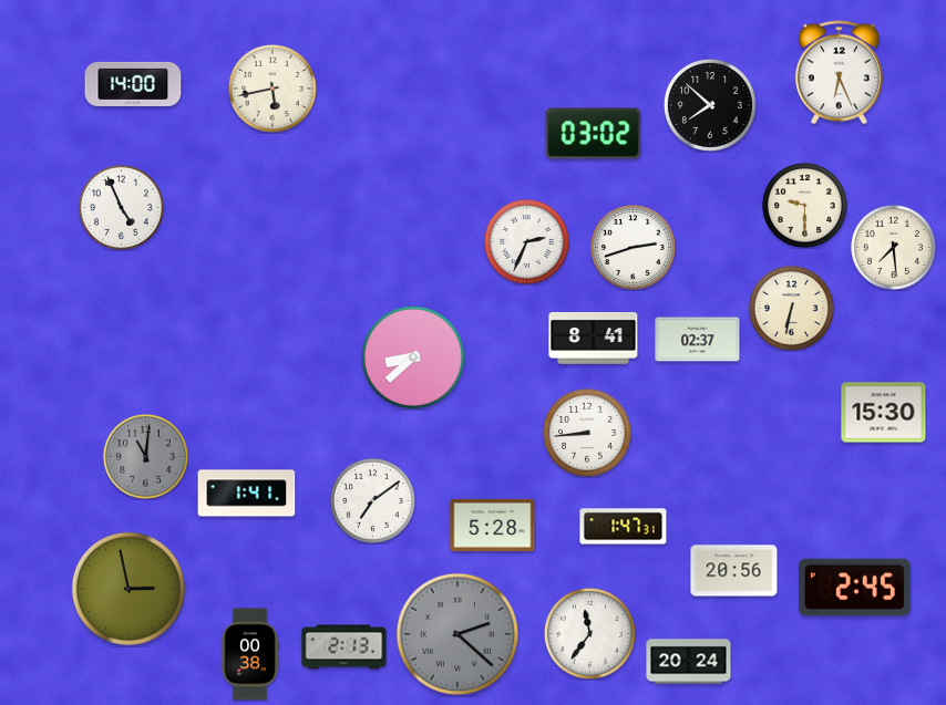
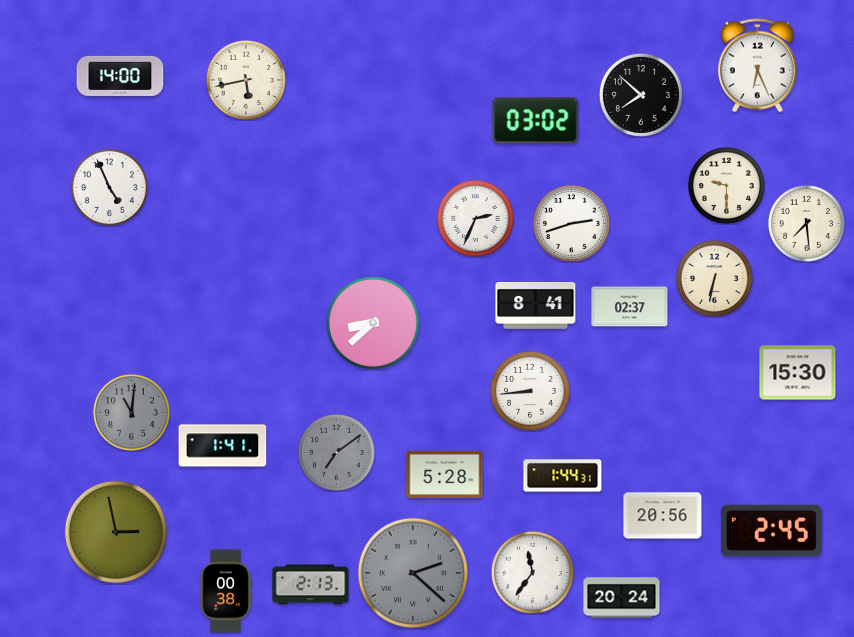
clock at (372, 500) dial: white -> grey
clock at (624, 527): 1:47 -> 1:44
